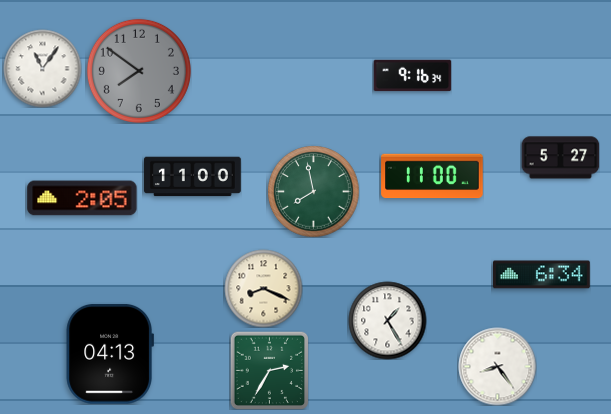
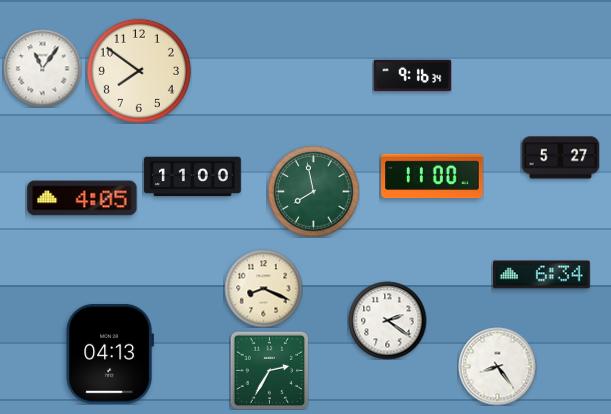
clock at (139, 71) dial: grey -> cream
clock at (82, 198): 2:05 -> 4:05
clock at (387, 320): 1:25 -> 2:21
